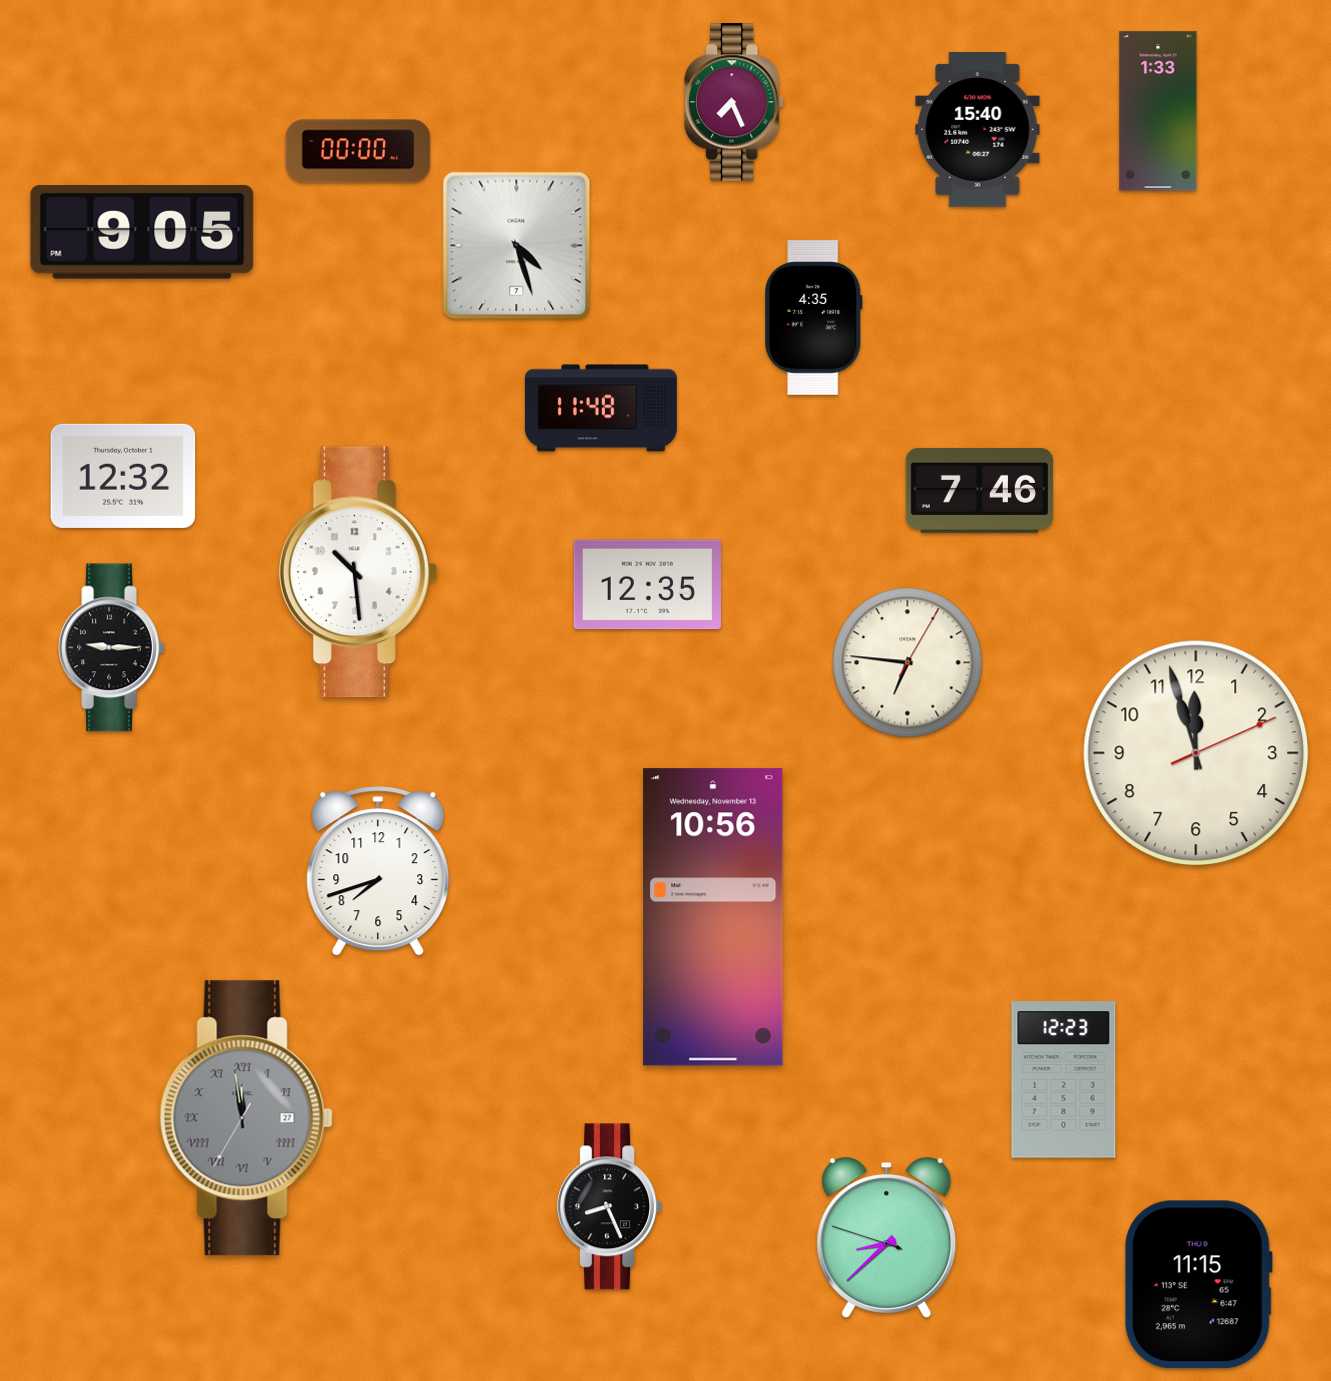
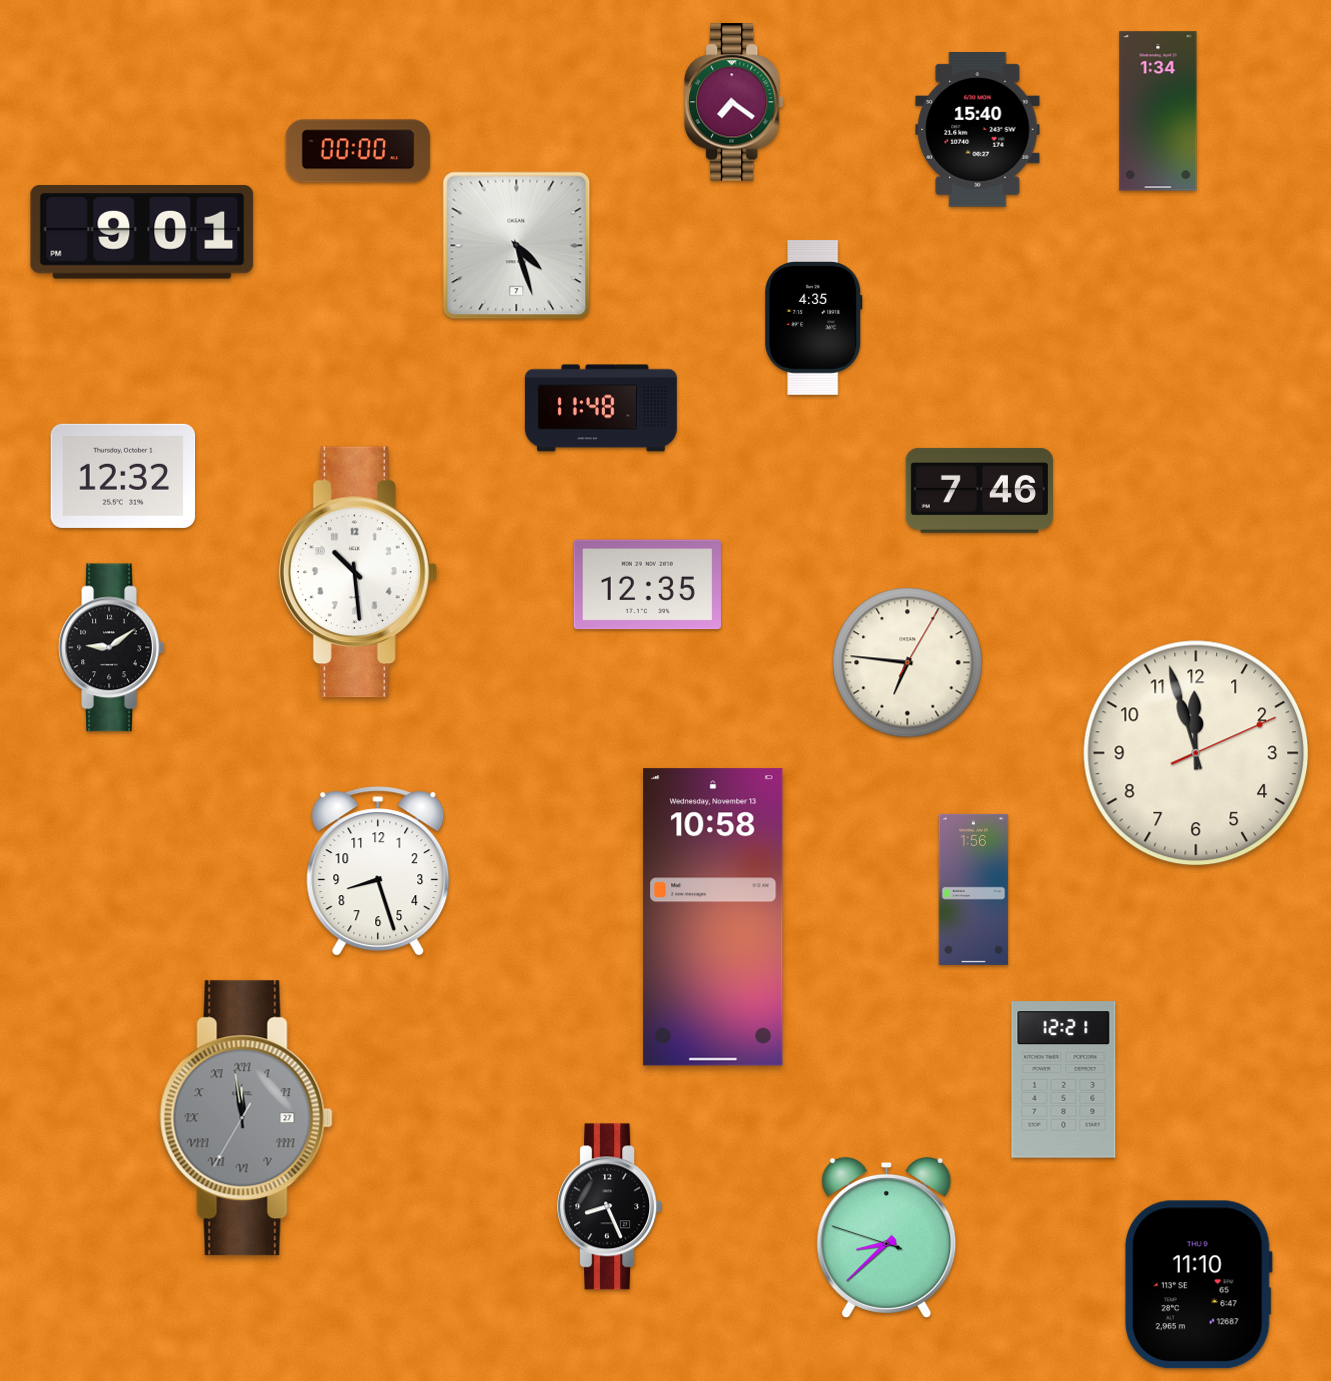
clock at (735, 102): 7:26 -> 7:21
clock at (1158, 111): 1:33 -> 1:34
clock at (142, 232): 9:05 -> 9:01
clock at (112, 648): 9:15 -> 9:09
clock at (378, 872): 7:42 -> 8:27
clock at (974, 889): none -> 1:56
clock at (713, 917): 10:56 -> 10:58
clock at (1064, 1080): 12:23 -> 12:21
clock at (1198, 1285): 11:15 -> 11:10
